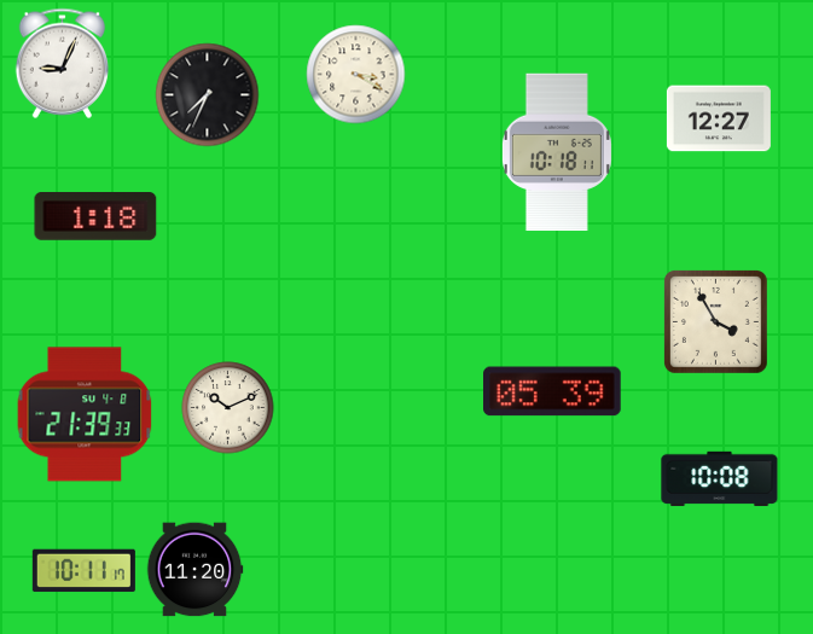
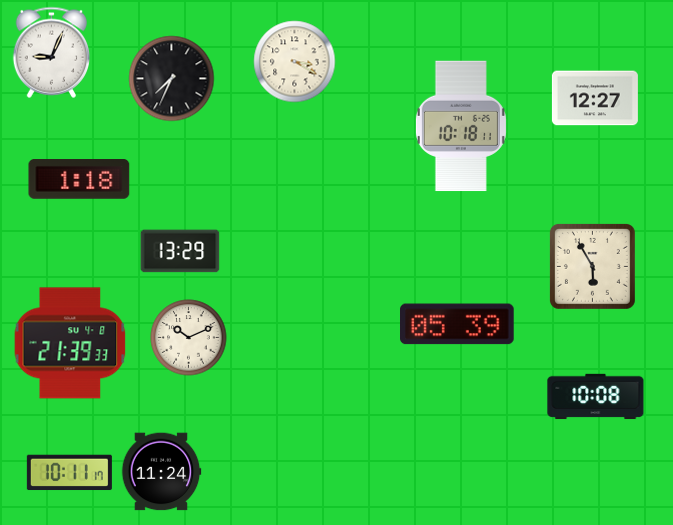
clock at (180, 251): none -> 13:29
clock at (715, 321): 3:55 -> 5:55
clock at (194, 570): 11:20 -> 11:24
